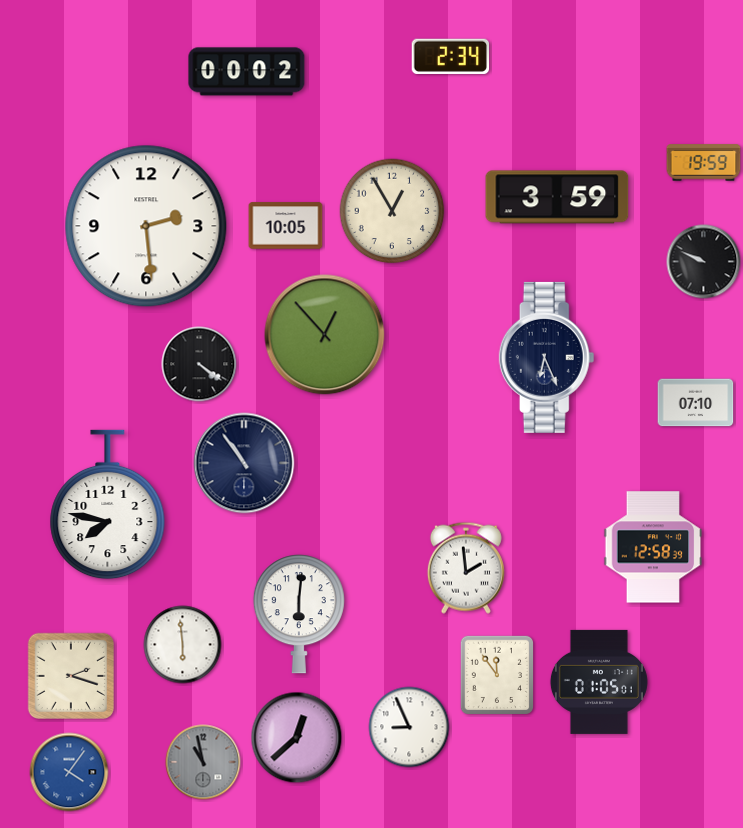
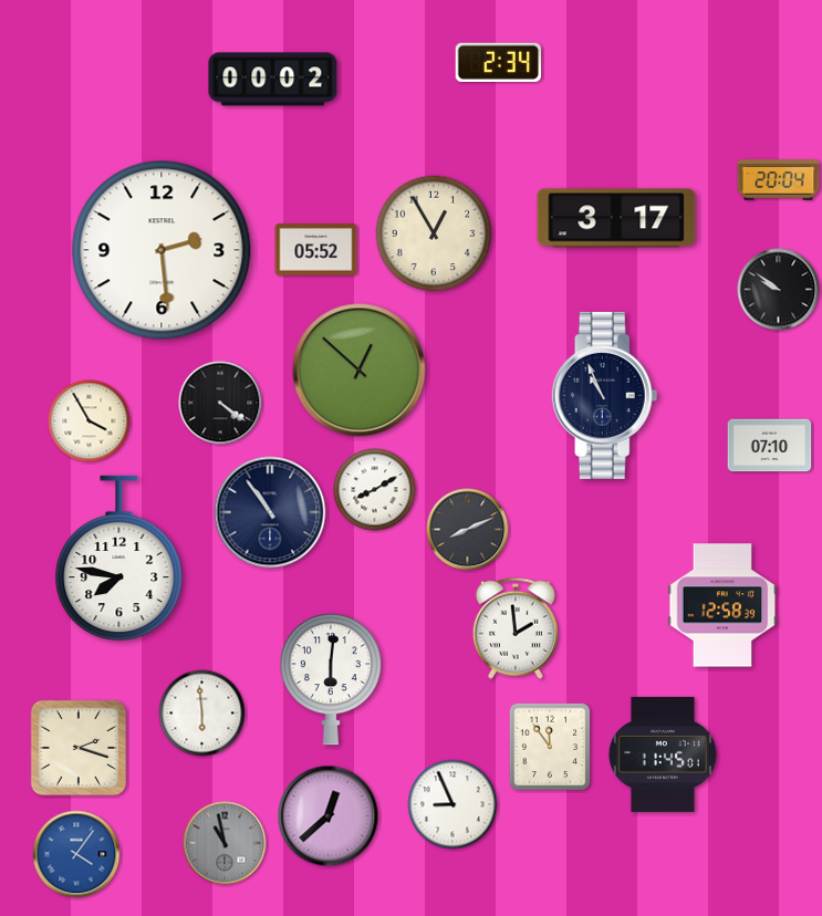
clock at (704, 163): 19:59 -> 20:04
clock at (557, 197): 3:59 -> 3:17
clock at (286, 226): 10:05 -> 05:52
clock at (704, 262): 9:49 -> 9:51
clock at (325, 335): 12:53 -> 12:52
clock at (547, 357): 6:26 -> 10:56
clock at (90, 421): none -> 3:55
clock at (375, 490): none -> 8:10
clock at (468, 530): none -> 8:11
clock at (599, 682): 01:05 -> 11:45
